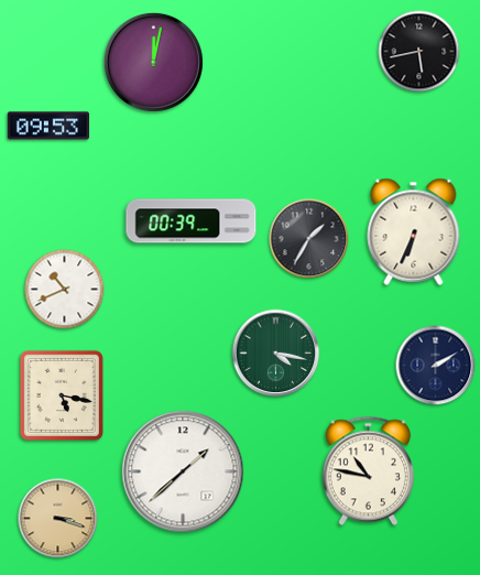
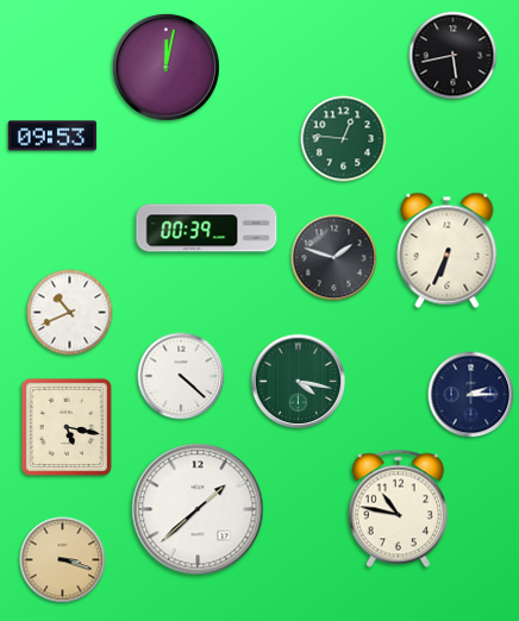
clock at (344, 139): none -> 12:46
clock at (192, 221) position: (192, 221) -> (207, 228)
clock at (309, 239): 1:35 -> 1:48
clock at (181, 376): none -> 4:22
clock at (436, 366): 2:10 -> 2:15
